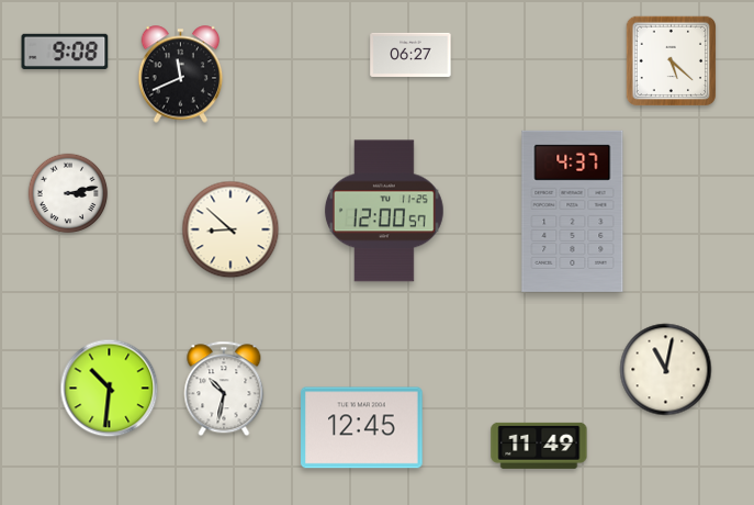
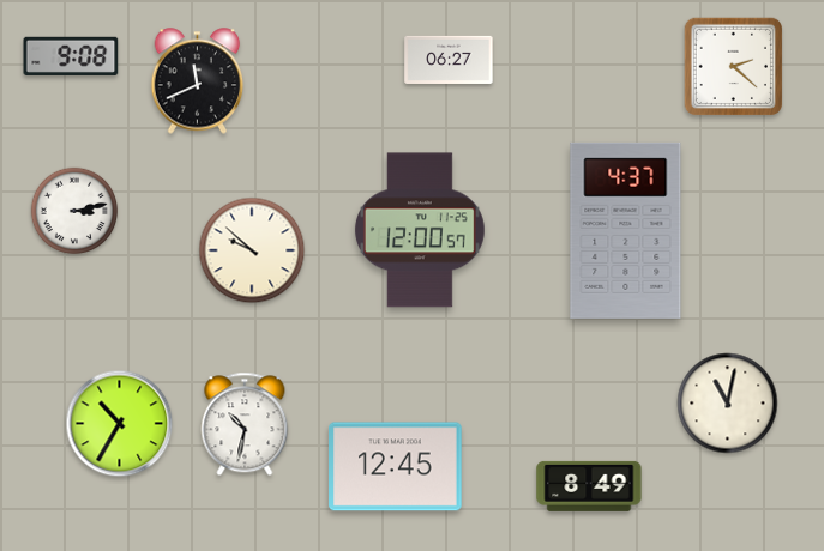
clock at (671, 60): 5:22 -> 2:22
clock at (230, 229): 8:52 -> 9:52
clock at (110, 389): 10:31 -> 10:35
clock at (539, 446): 11:49 -> 8:49
